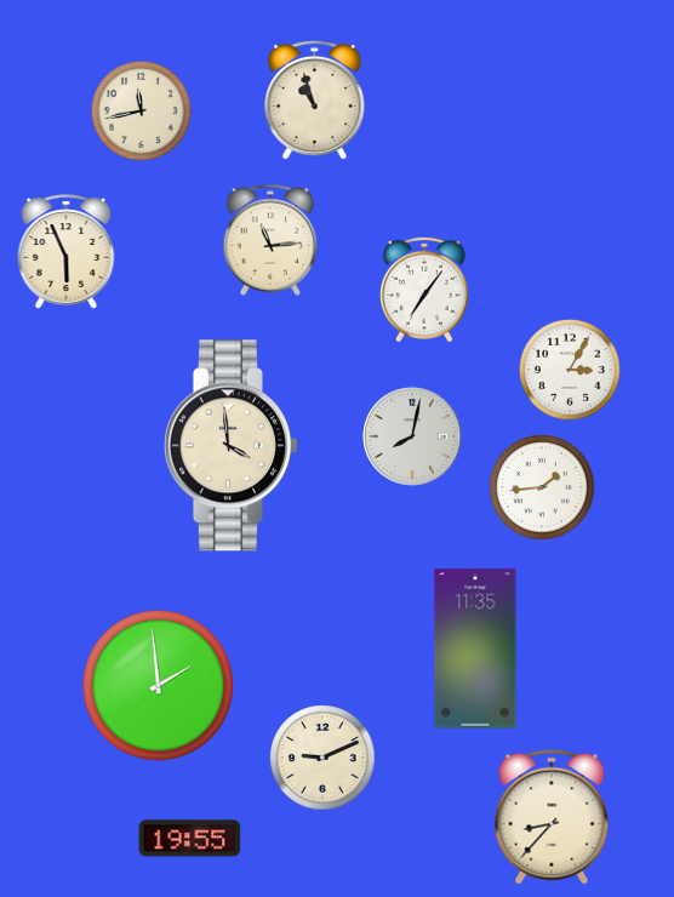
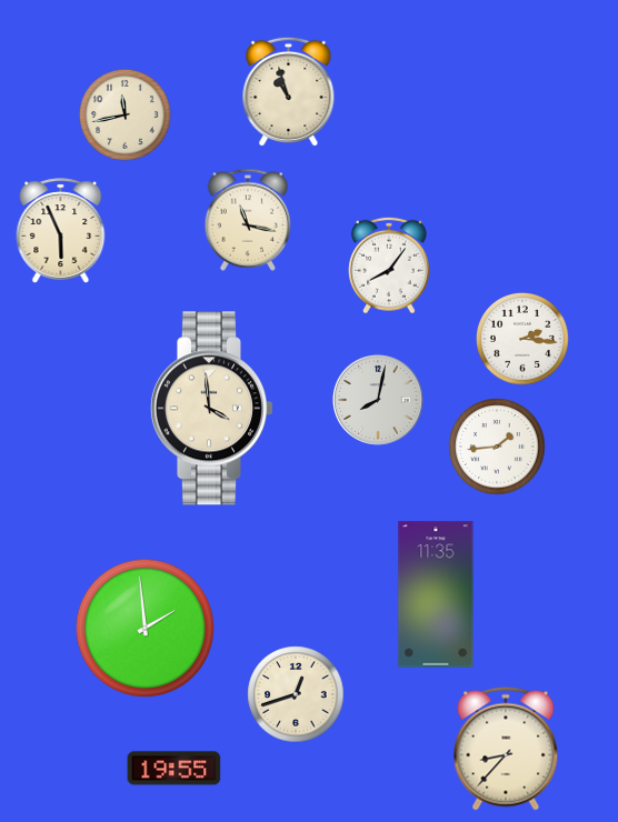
clock at (141, 110) position: (141, 110) -> (124, 114)
clock at (270, 240): 11:14 -> 11:17
clock at (424, 290): 7:06 -> 8:06
clock at (570, 371): 3:05 -> 2:16
clock at (322, 758): 9:11 -> 12:42
